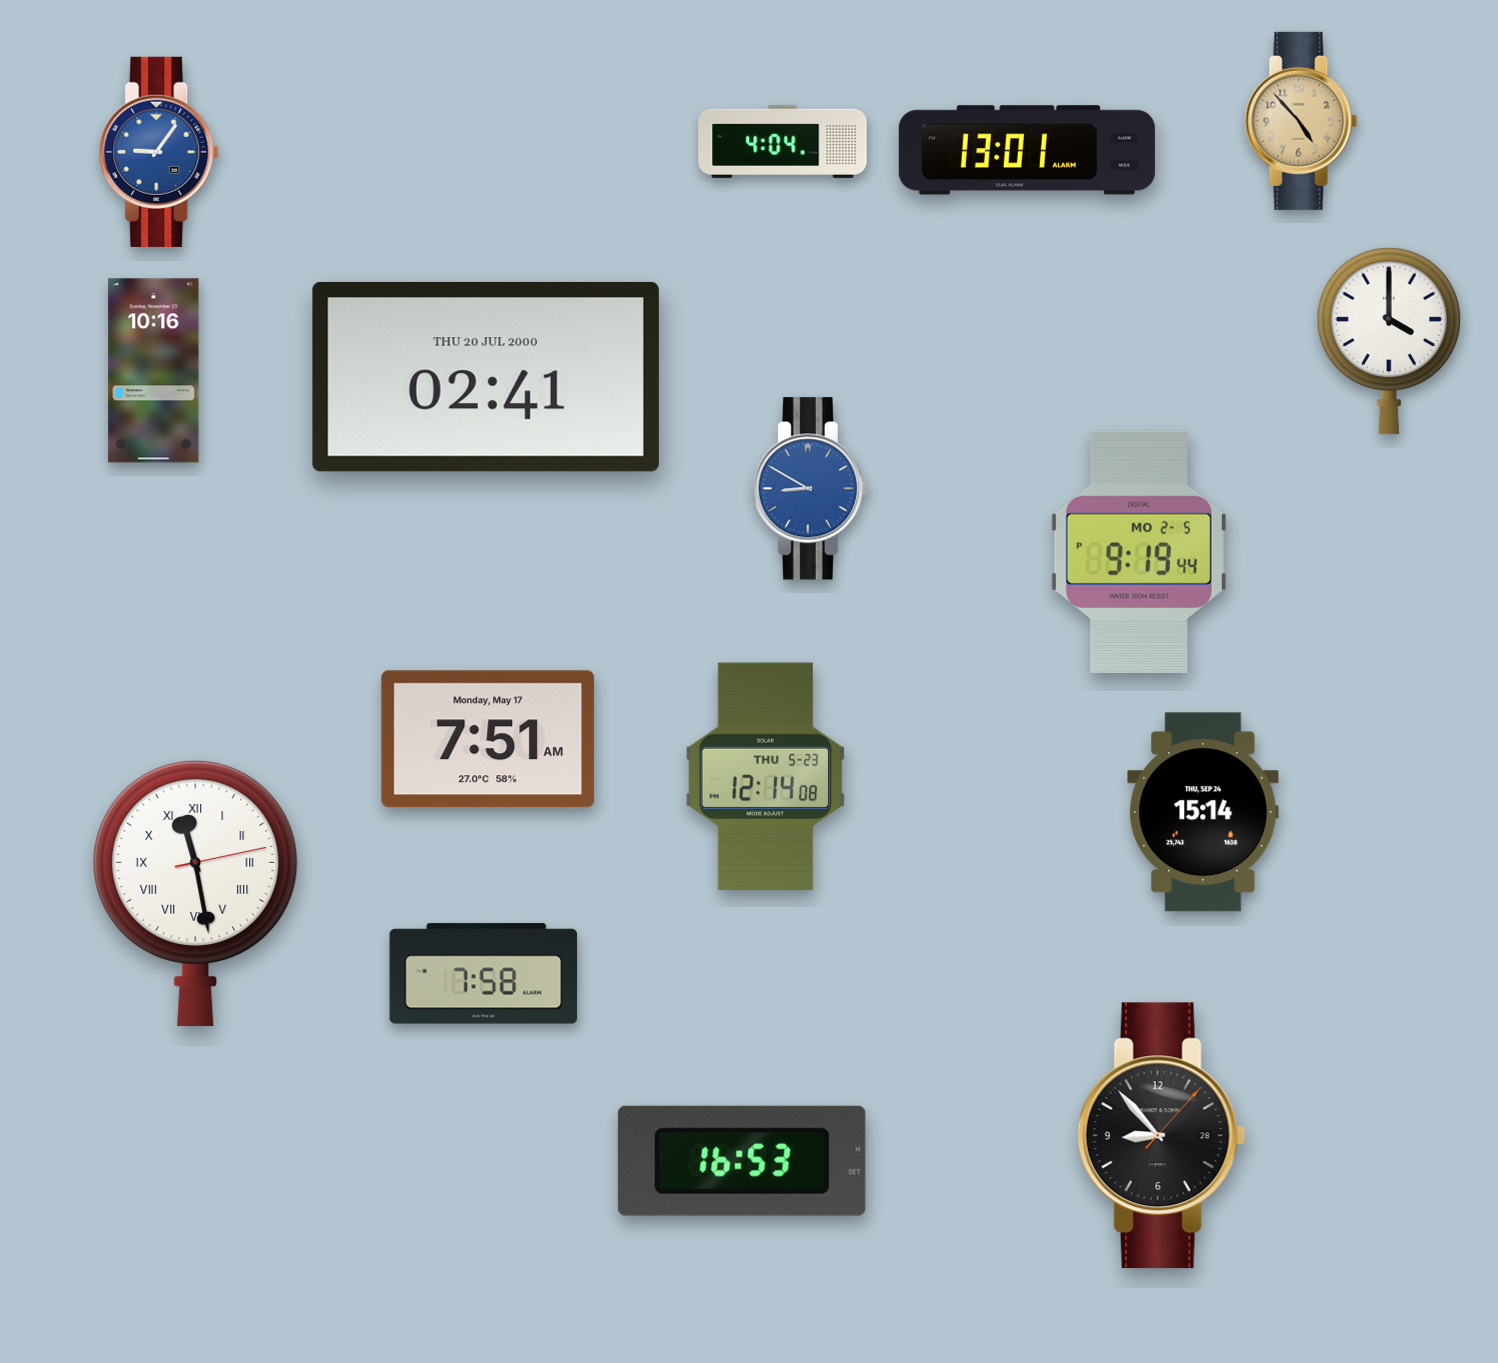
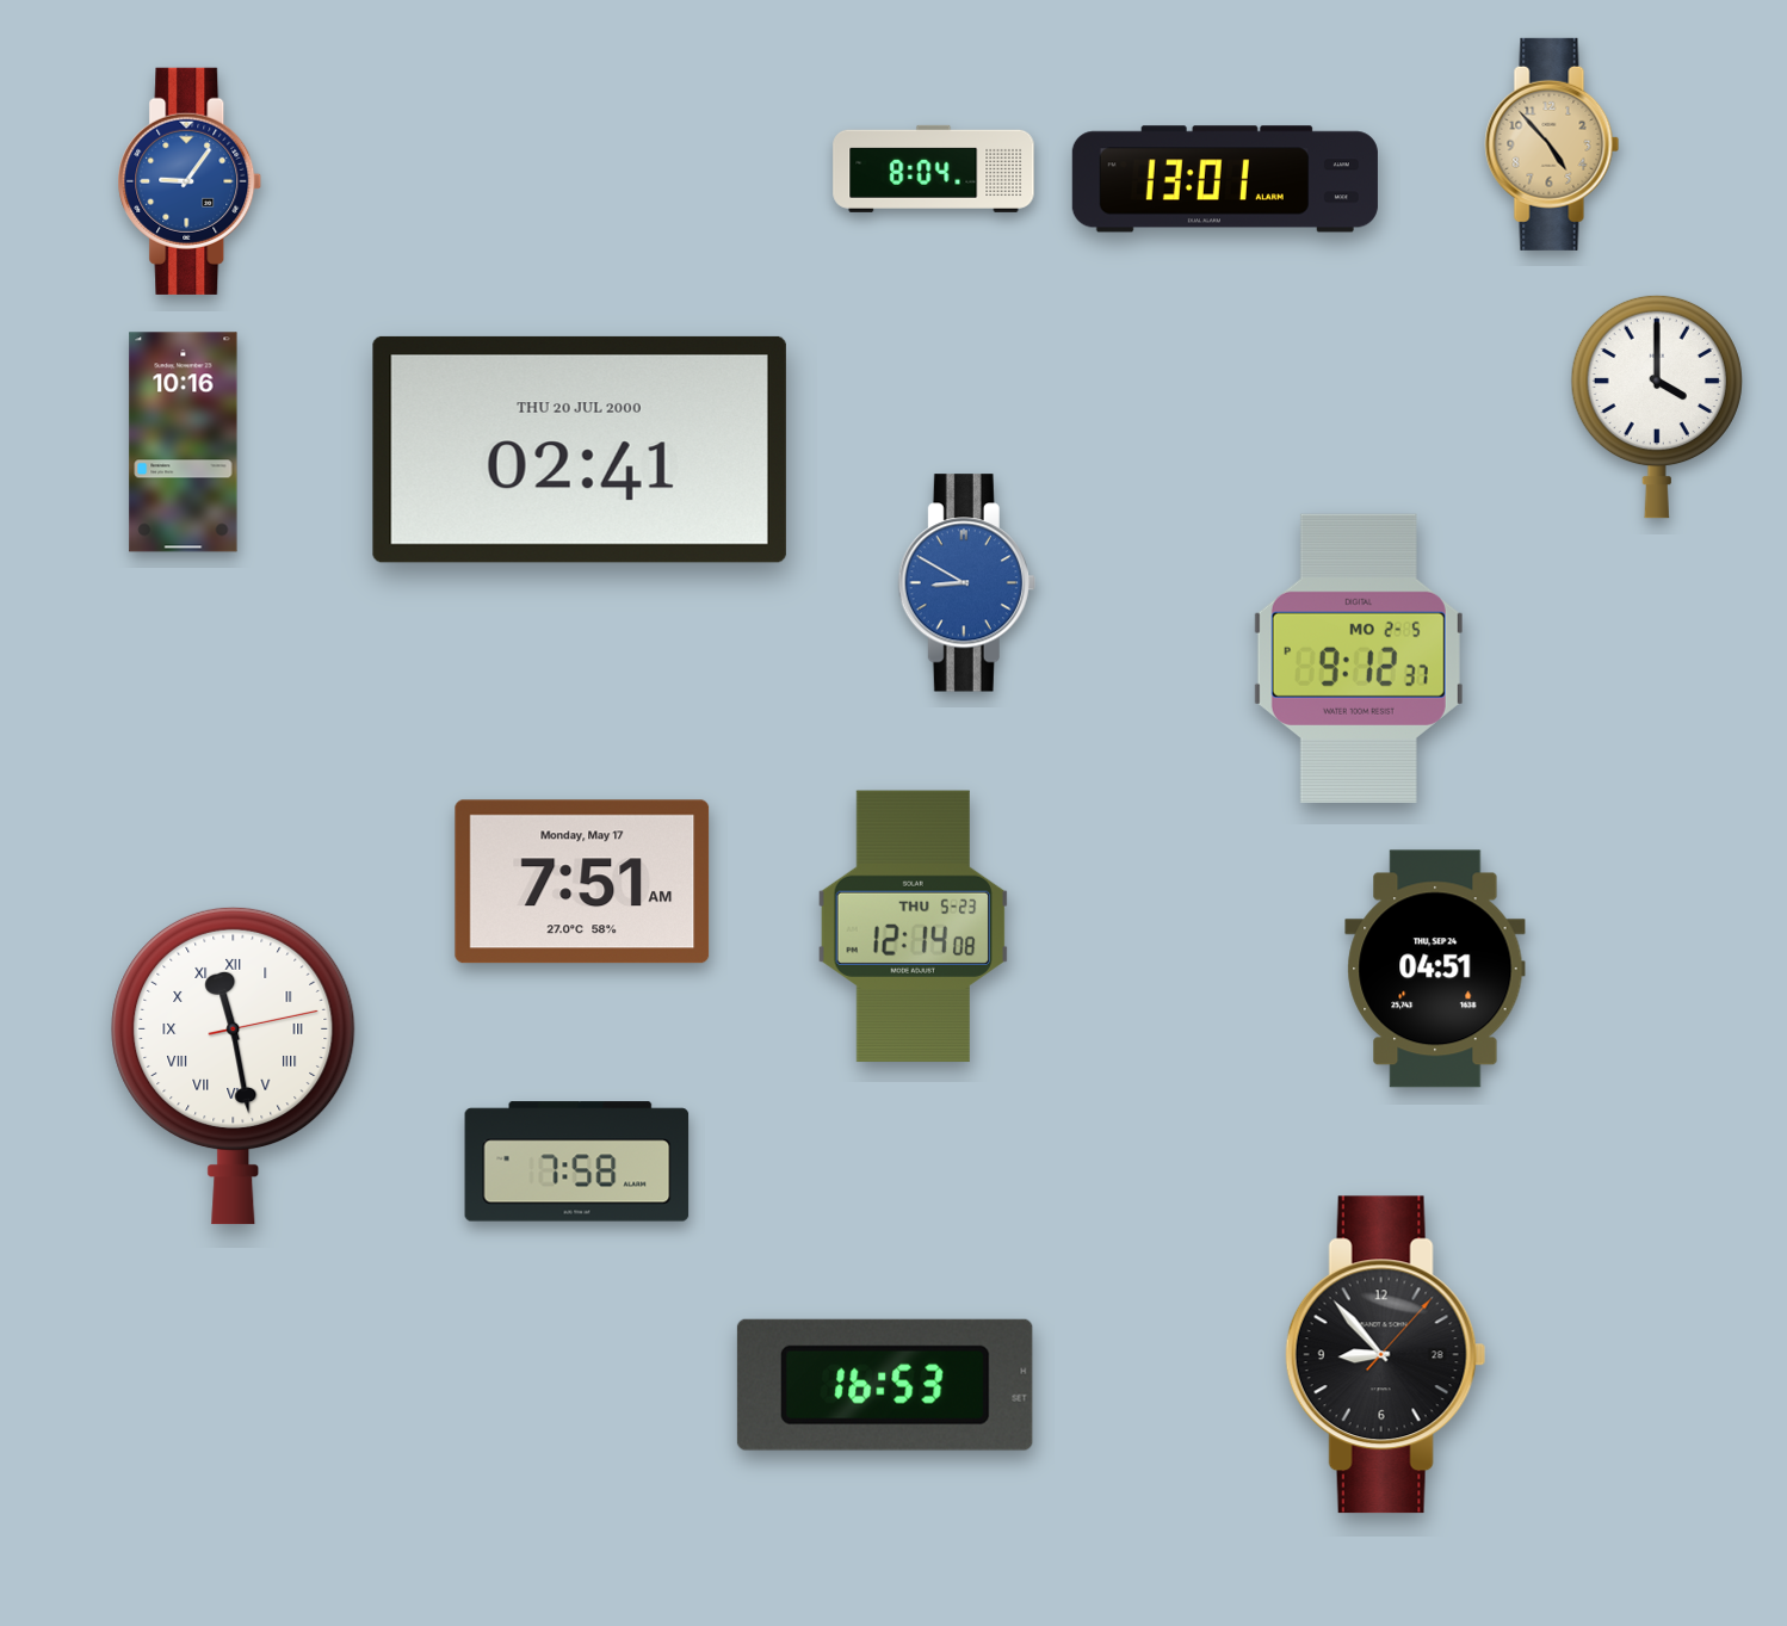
clock at (783, 141): 4:04 -> 8:04
clock at (1139, 552): 9:19 -> 9:12
clock at (1203, 812): 15:14 -> 04:51
